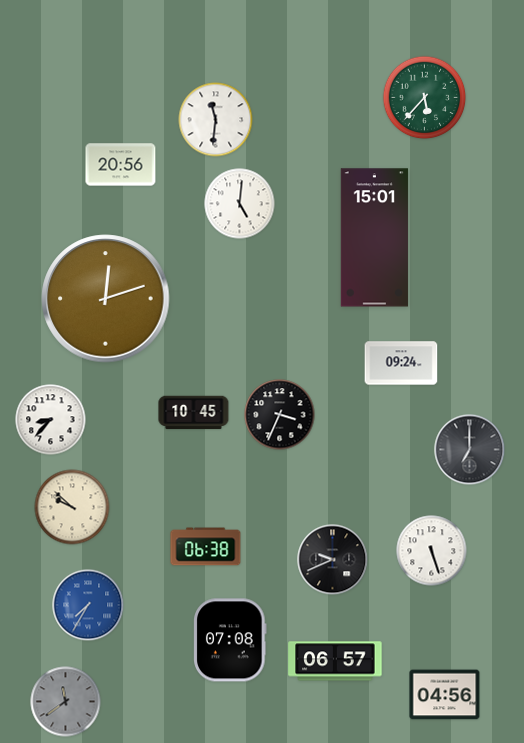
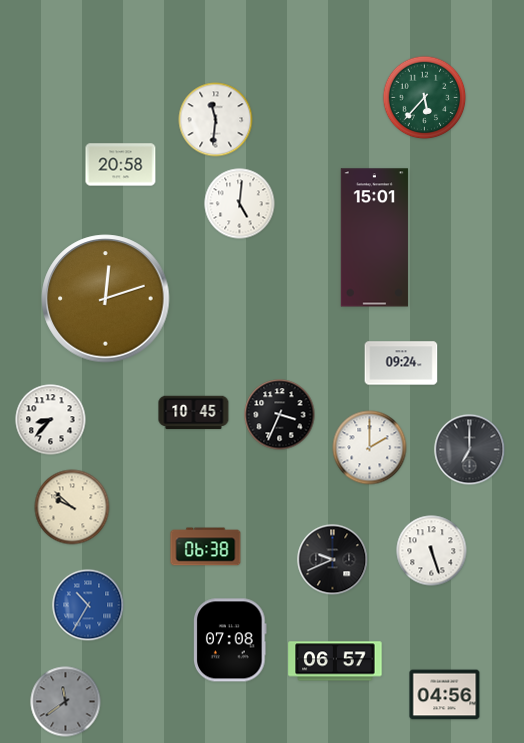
clock at (121, 165): 20:56 -> 20:58
clock at (370, 448): none -> 2:00
clock at (88, 605): 7:35 -> 10:35
